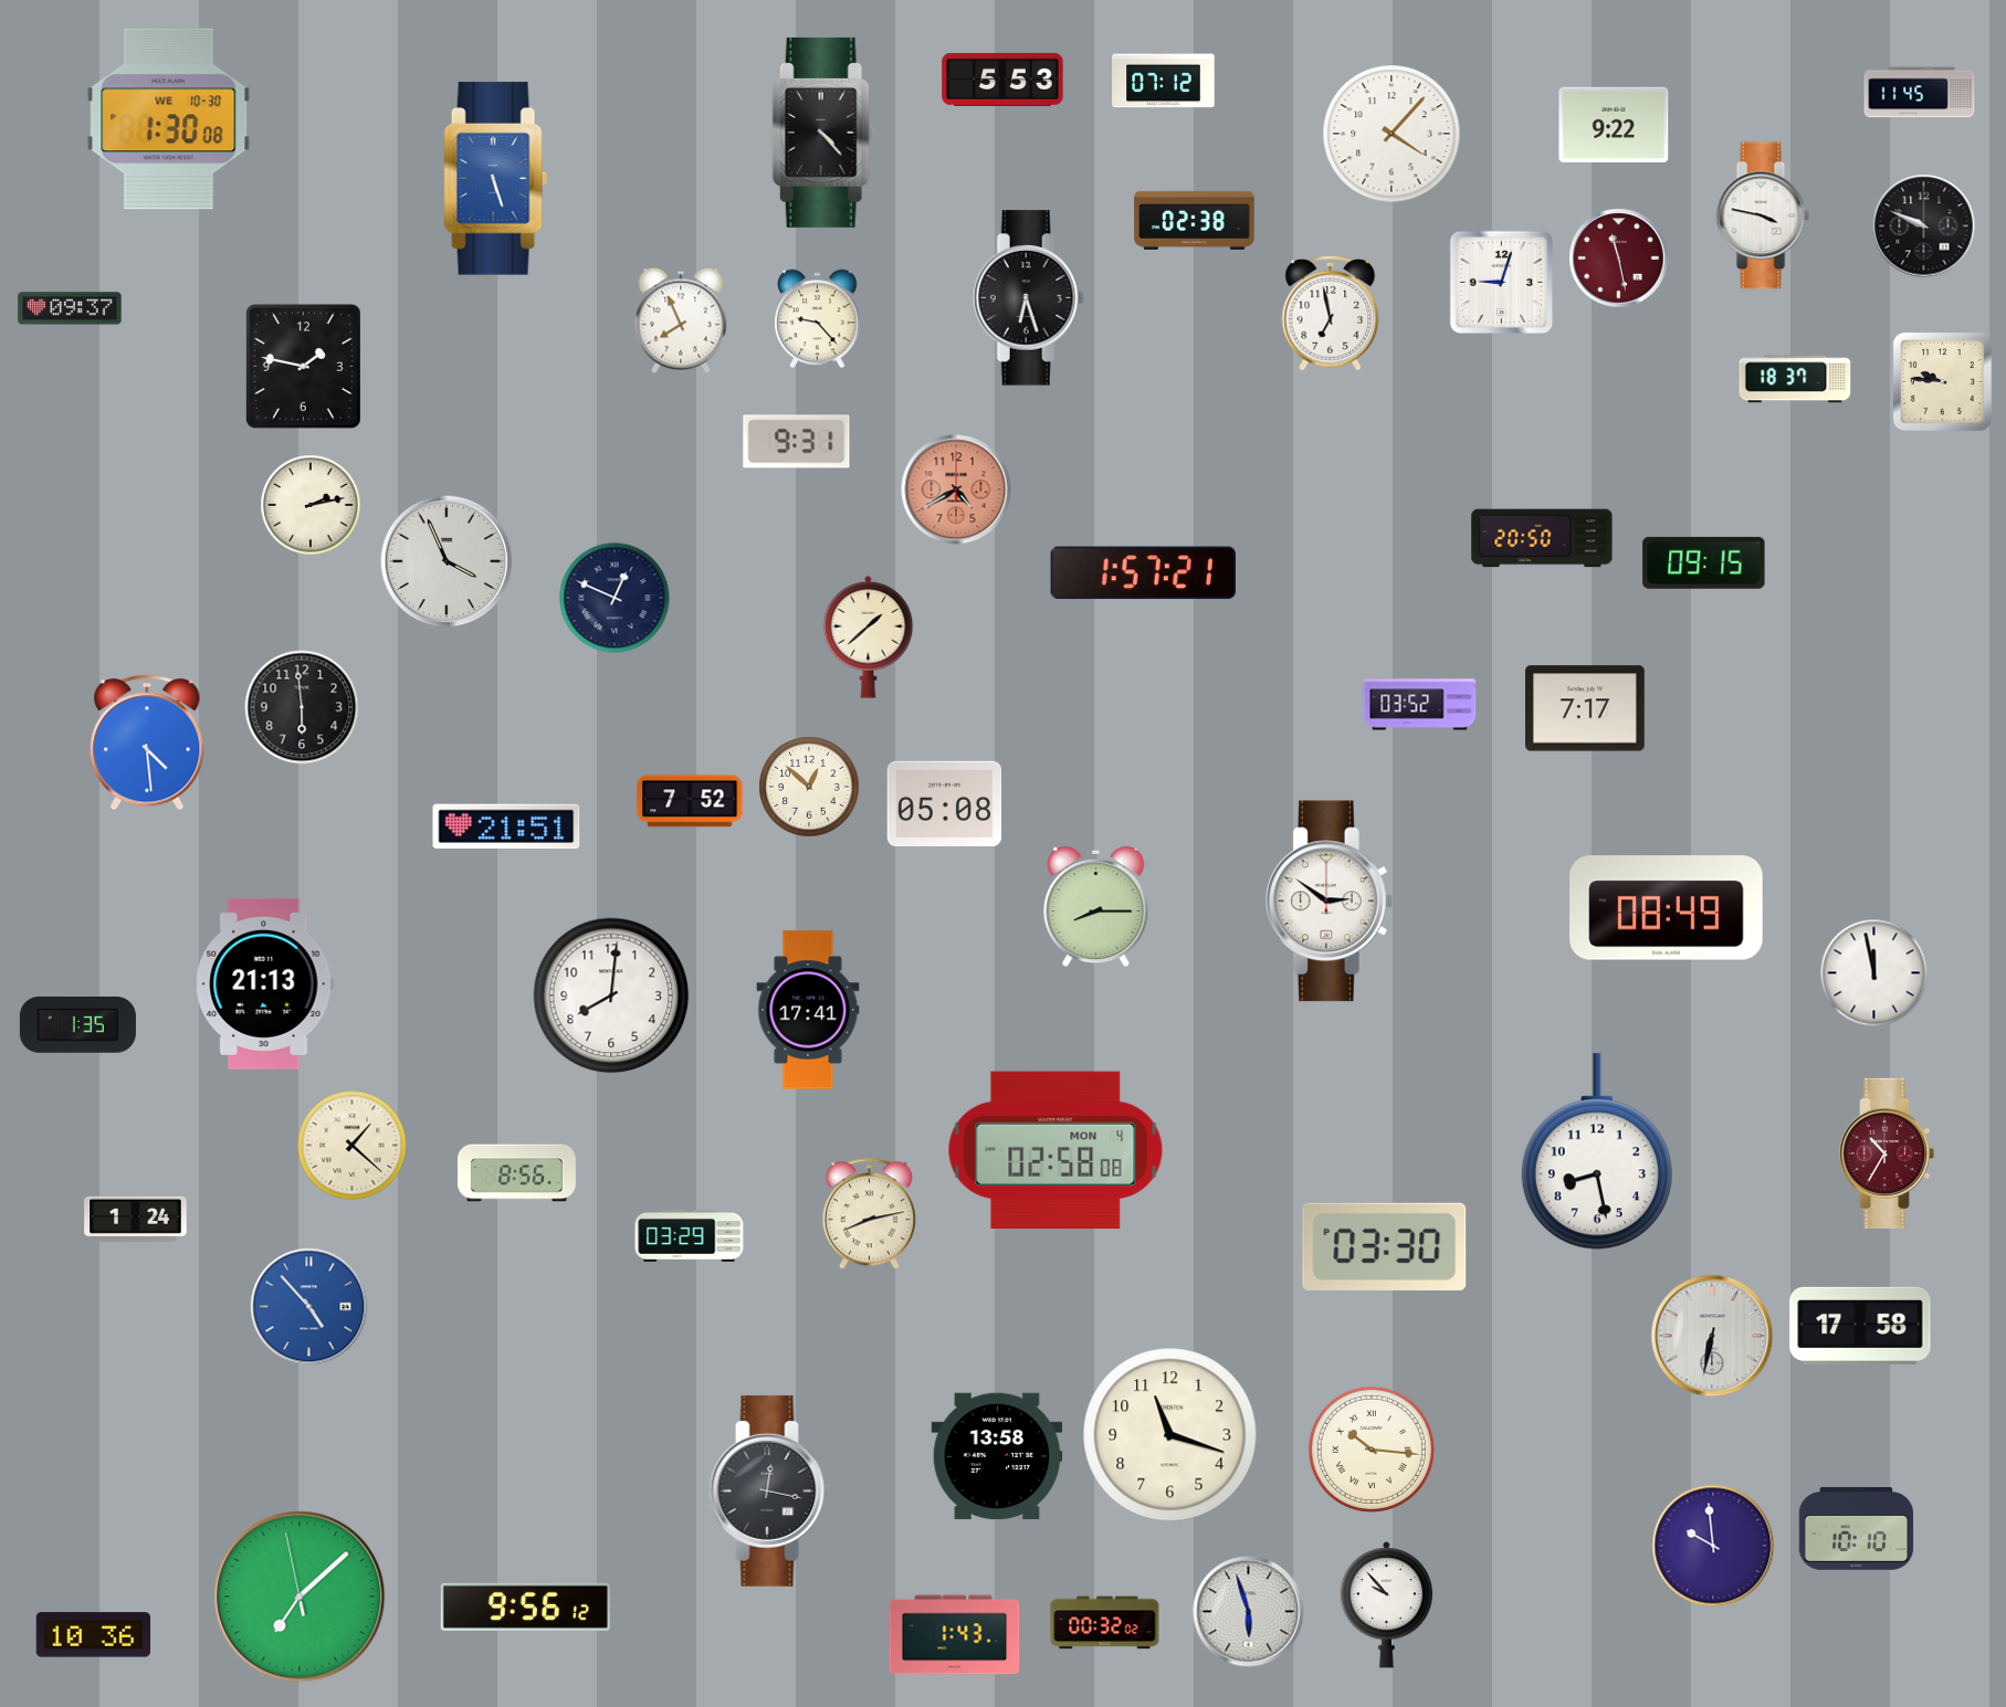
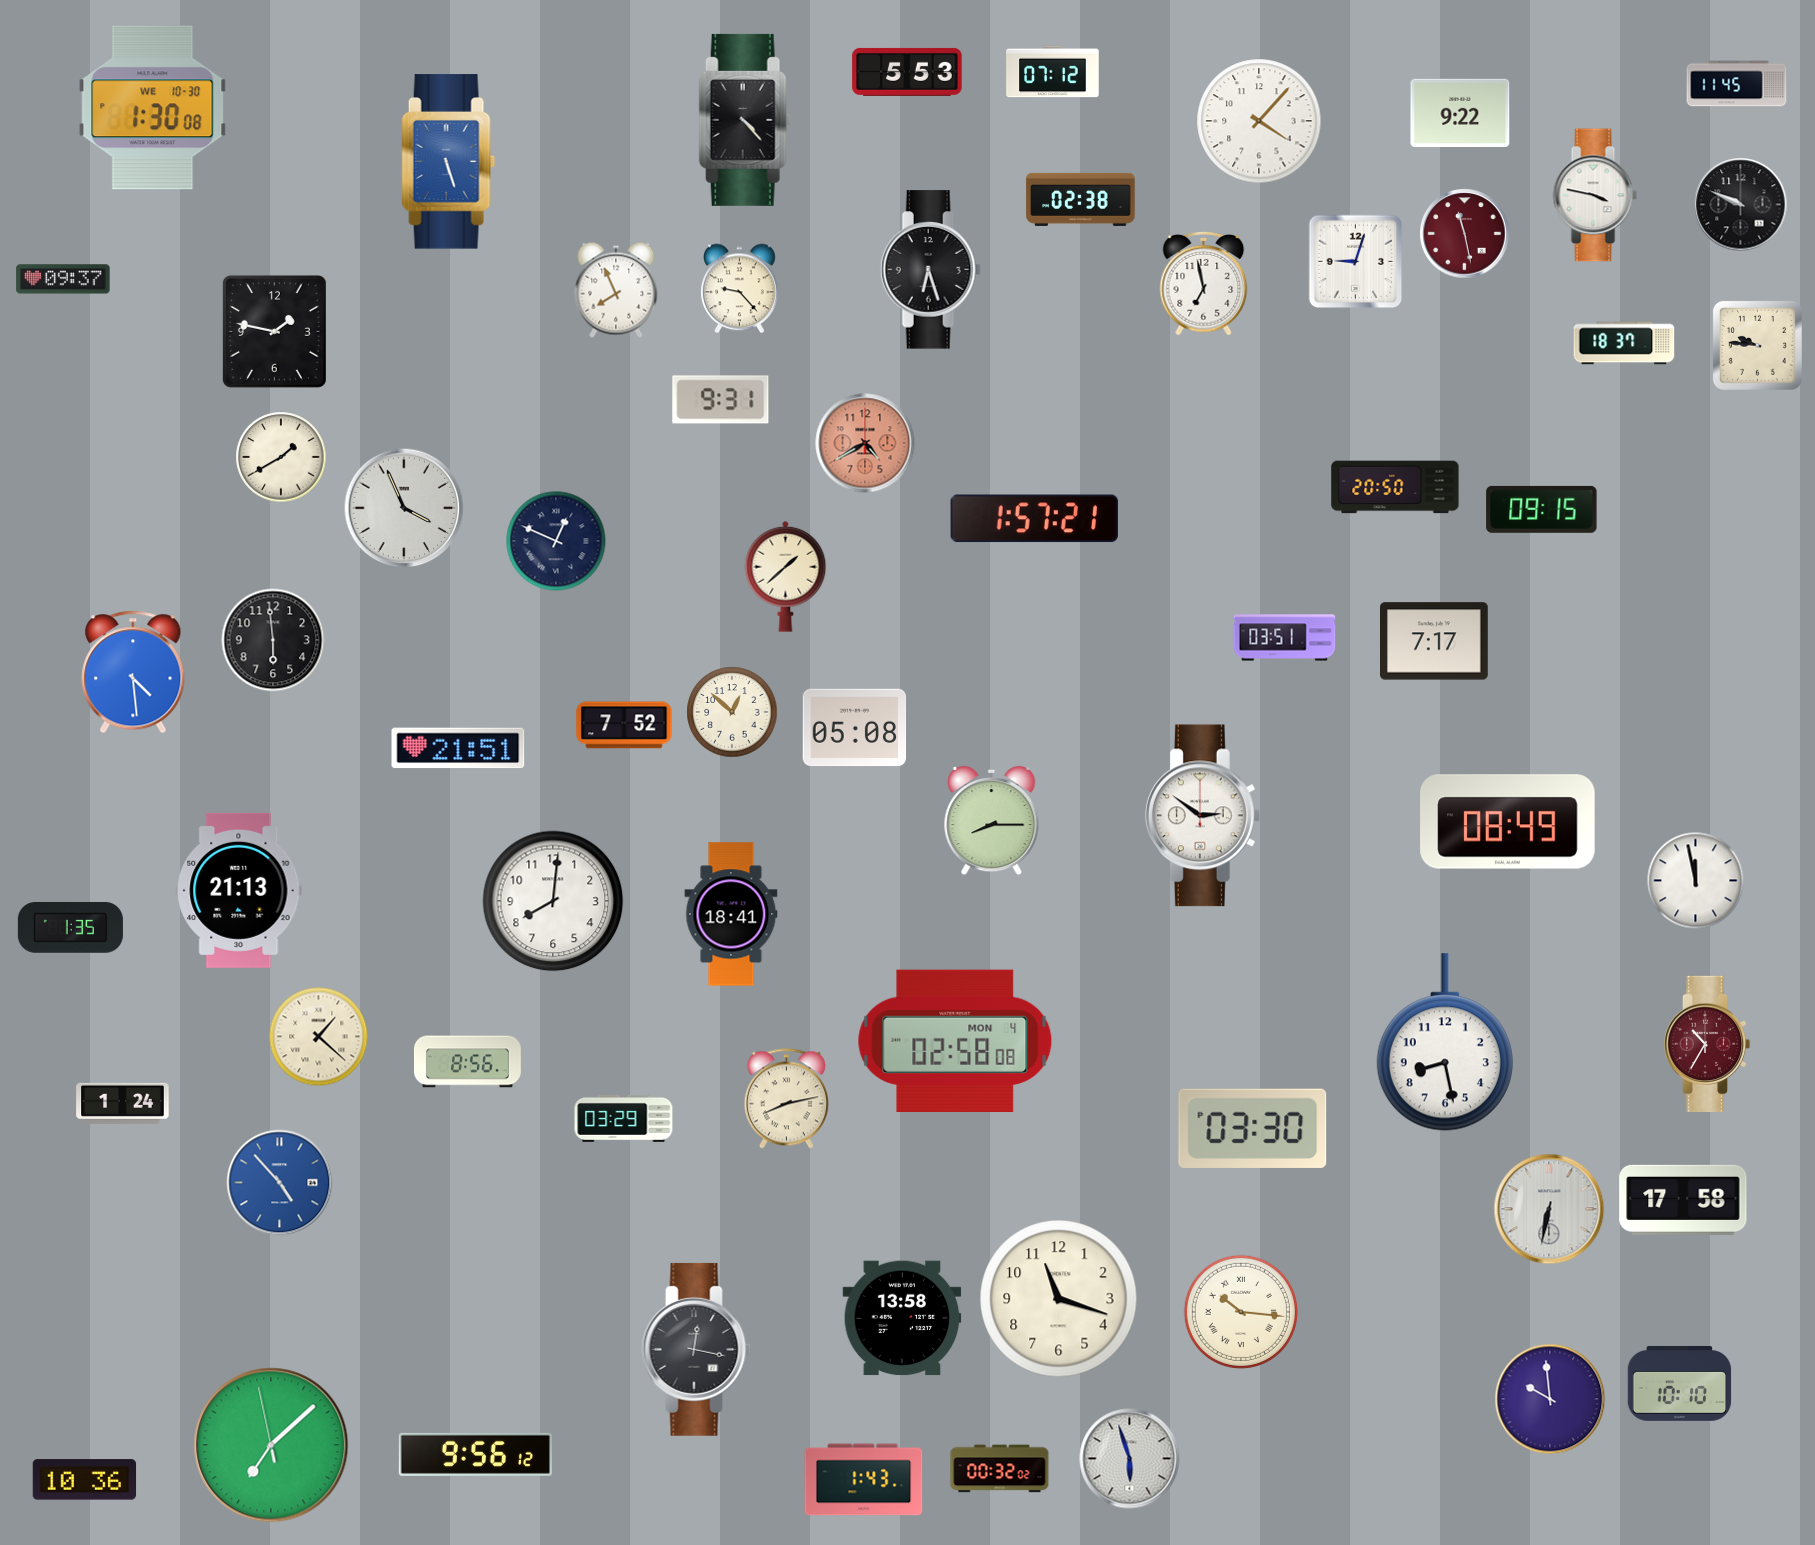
clock at (1502, 283) position: (1502, 283) -> (1356, 262)
clock at (311, 505): 2:13 -> 1:40
clock at (1420, 705): 03:52 -> 03:51
clock at (808, 1010): 17:41 -> 18:41
clock at (1386, 1605): 9:53 -> none
